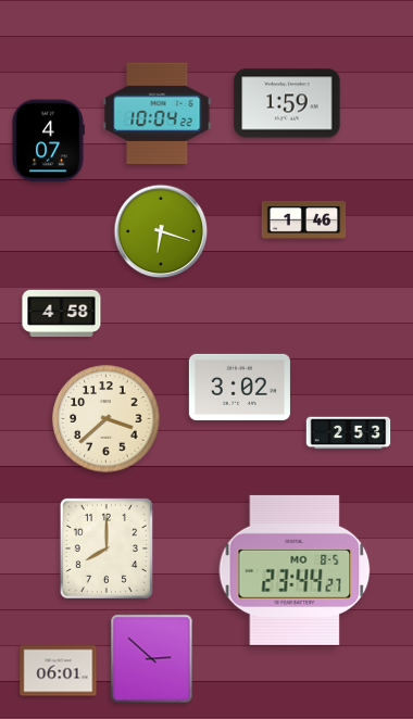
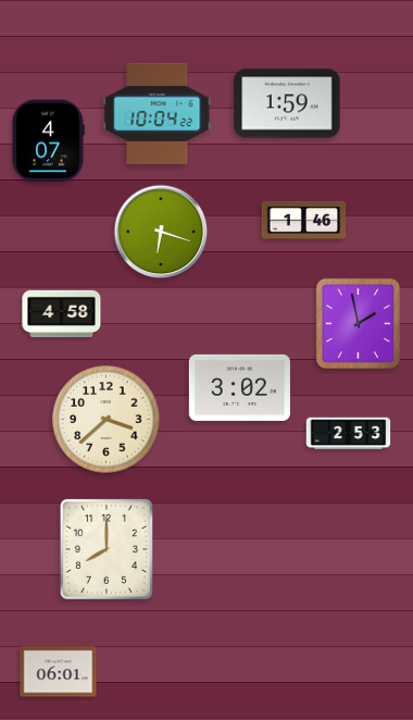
clock at (358, 323): none -> 1:58
clock at (295, 570): 23:44 -> none
clock at (152, 659): 2:52 -> none
